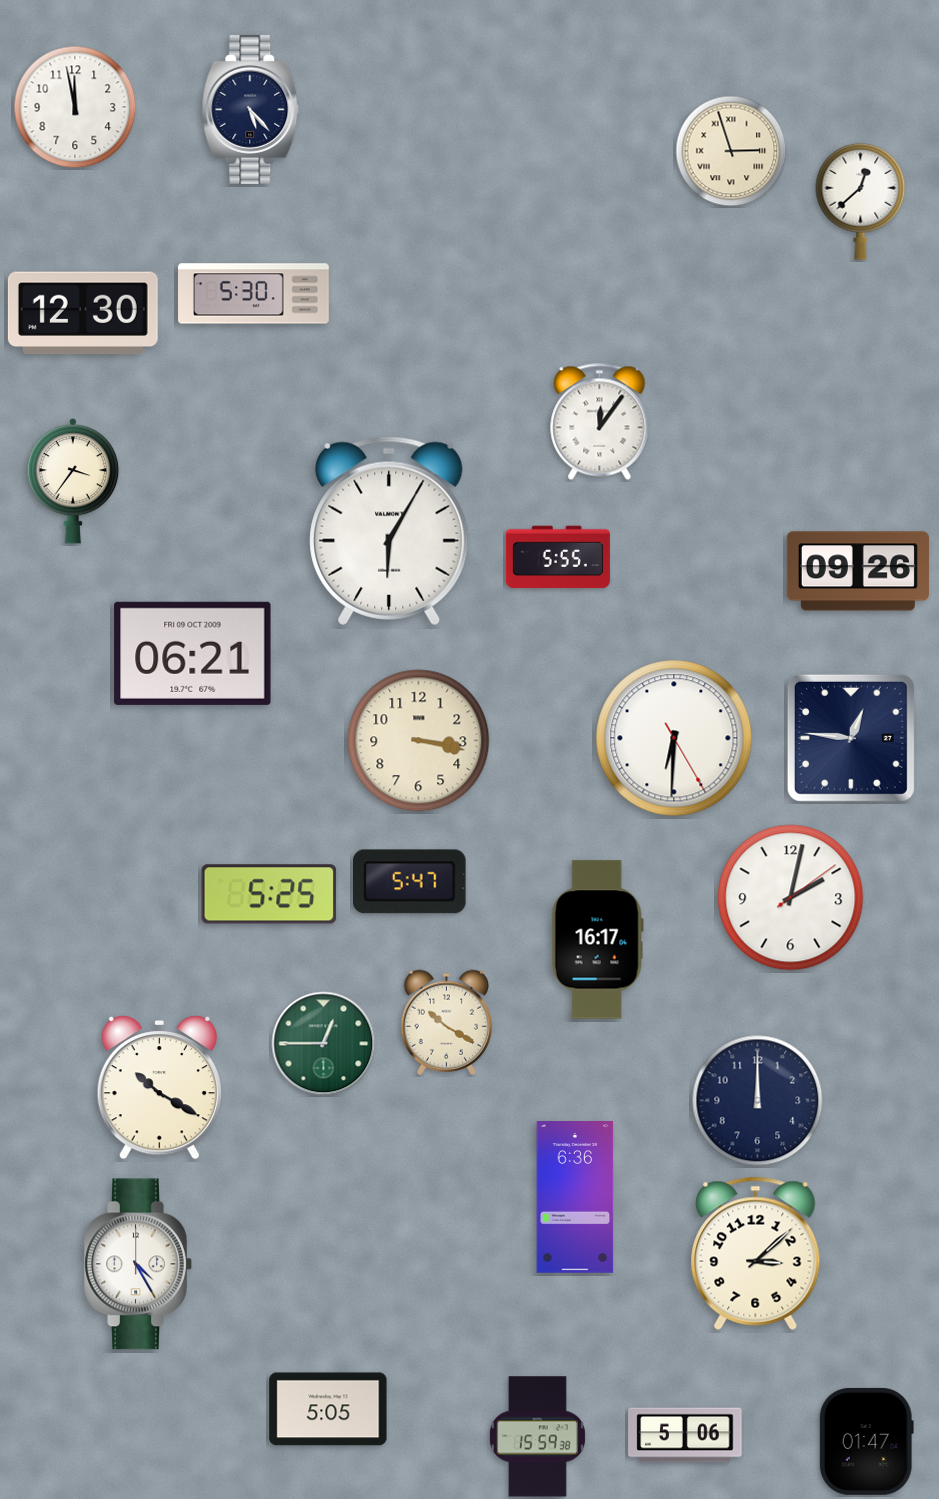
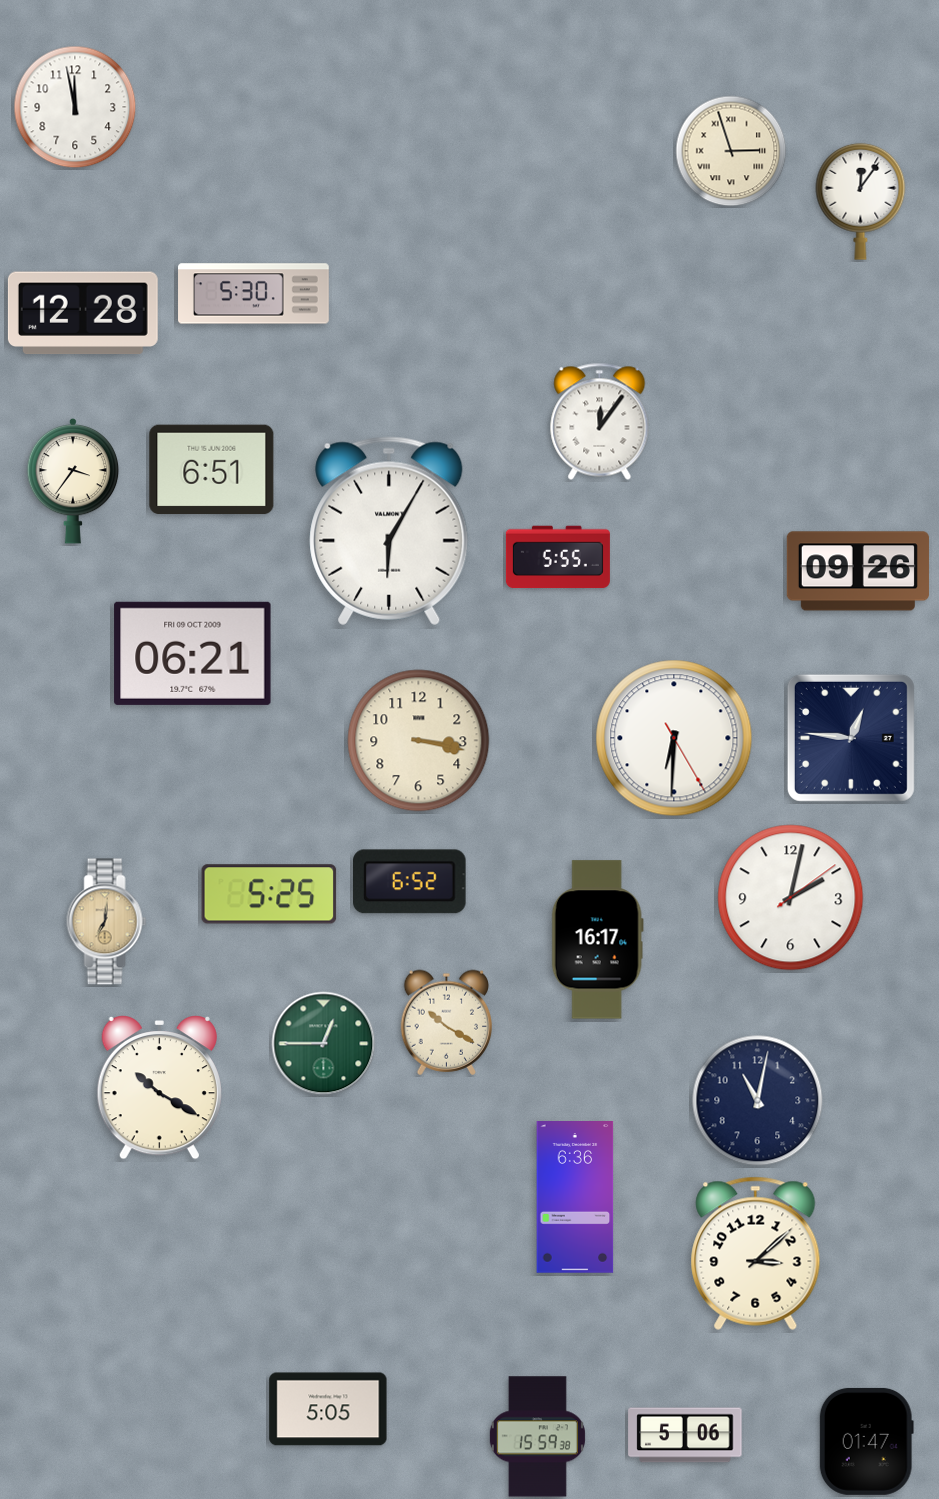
clock at (251, 109): 5:23 -> none
clock at (861, 201): 12:38 -> 12:06
clock at (83, 313): 12:30 -> 12:28
clock at (212, 470): none -> 6:51
clock at (410, 882): 5:47 -> 6:52
clock at (107, 922): none -> 7:01
clock at (758, 1101): 12:00 -> 11:02
clock at (138, 1264): 4:25 -> none
